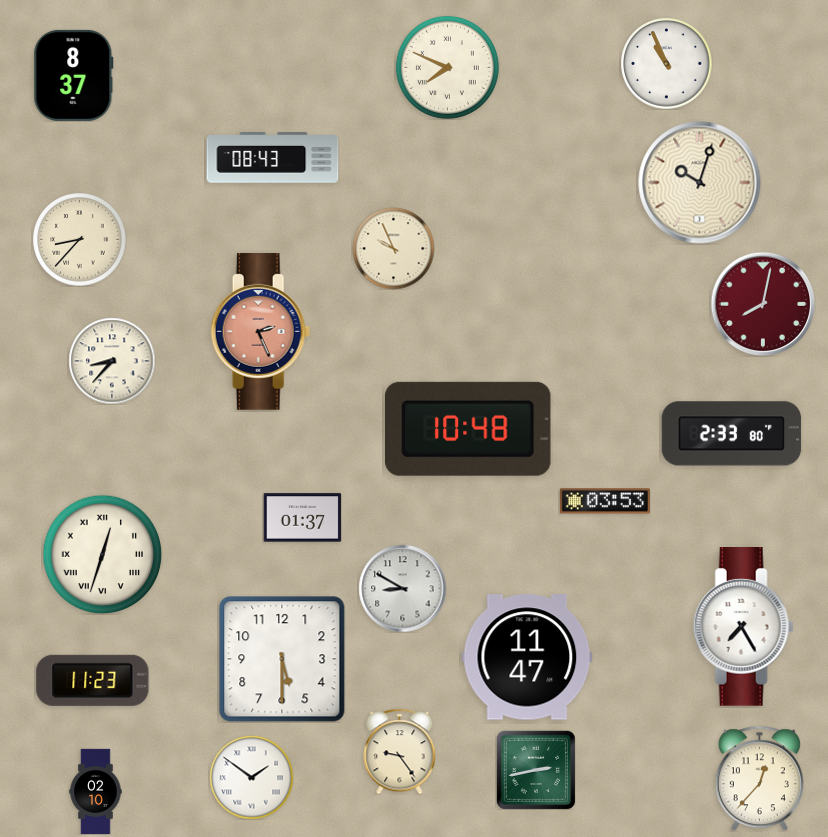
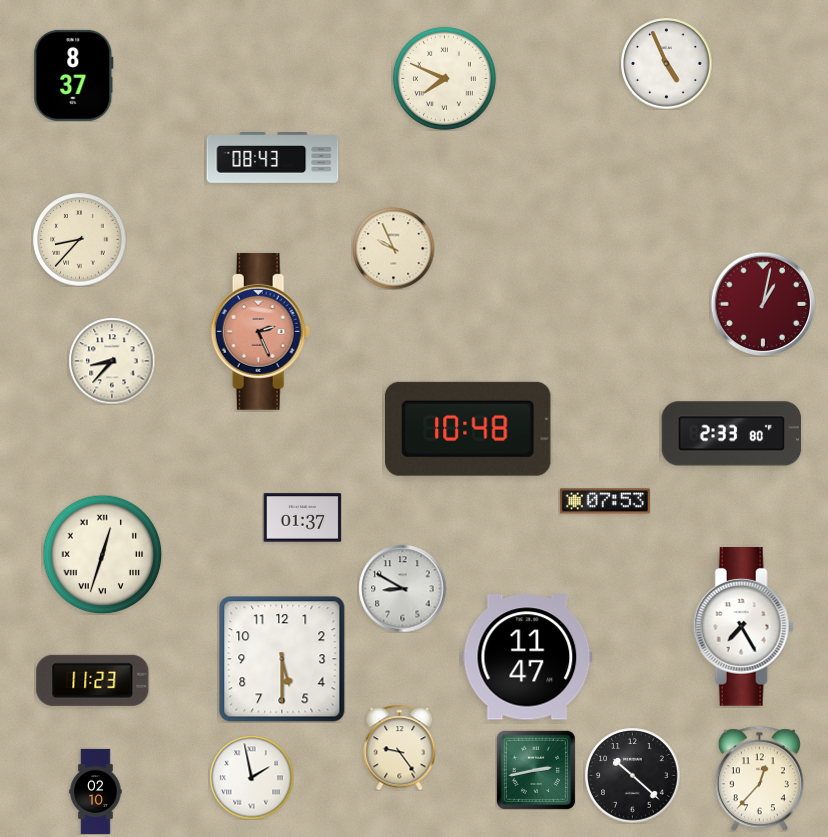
clock at (666, 63): 10:56 -> 4:56
clock at (447, 67) position: (447, 67) -> (444, 78)
clock at (700, 183): 10:03 -> none
clock at (763, 304): 8:02 -> 1:02
clock at (605, 501): 03:53 -> 07:53
clock at (400, 751) position: (400, 751) -> (400, 747)
clock at (632, 775): none -> 10:22
clock at (251, 777): 1:51 -> 1:58
